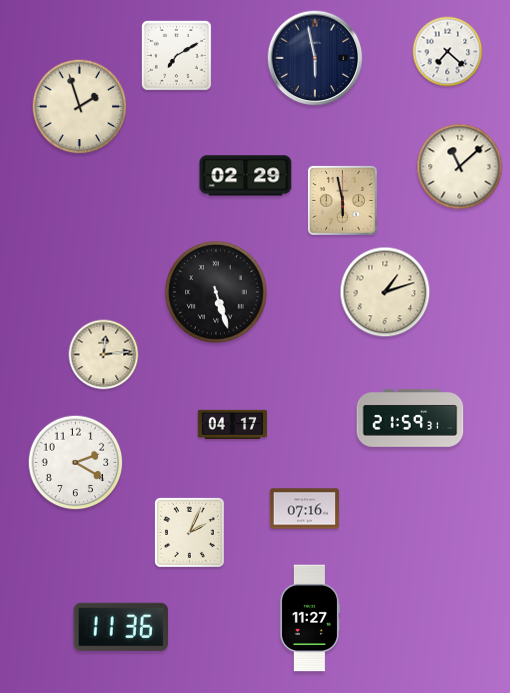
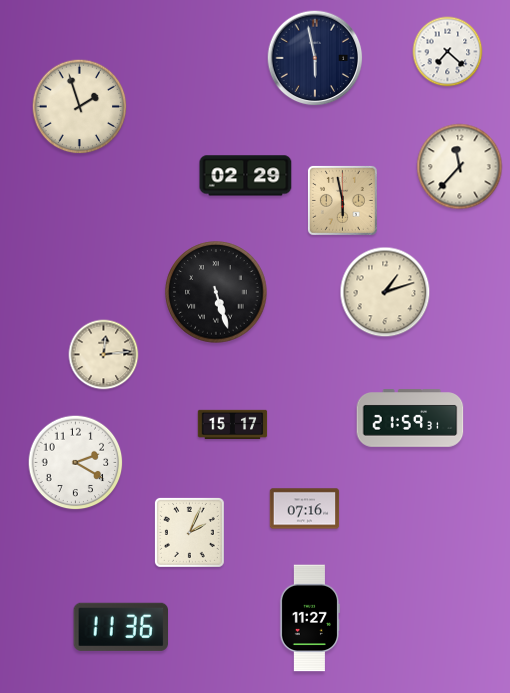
clock at (176, 55): 7:10 -> none
clock at (460, 167): 11:08 -> 11:37
clock at (233, 425): 04:17 -> 15:17
